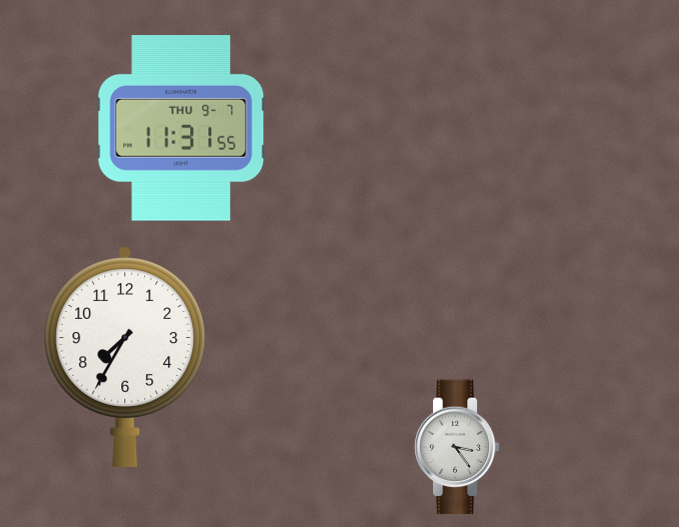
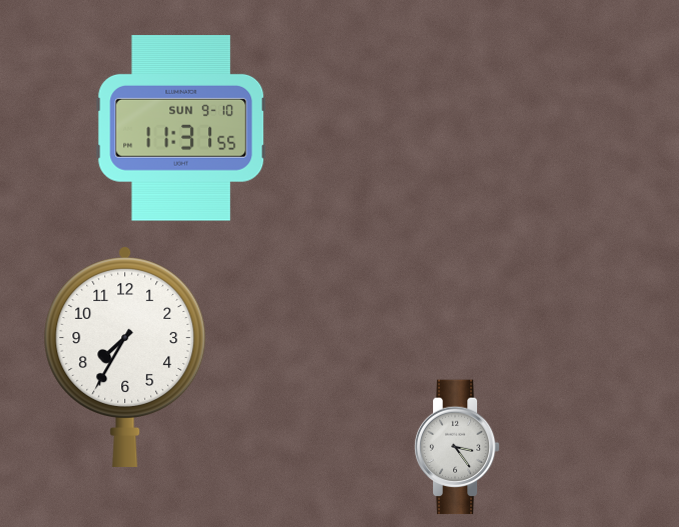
clock at (181, 129) date: THU 9-7 -> SUN 9-10
